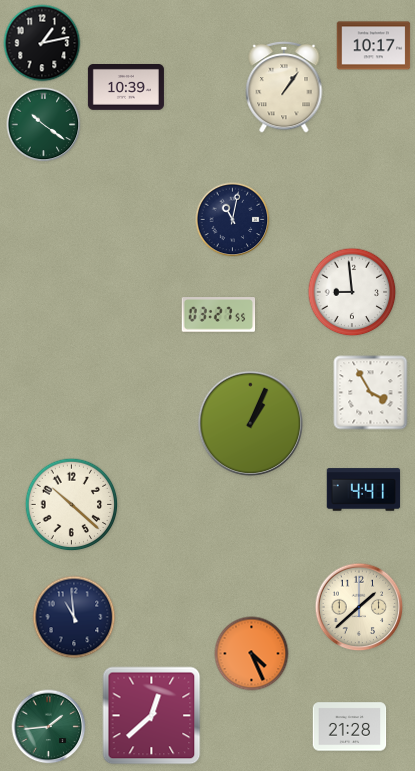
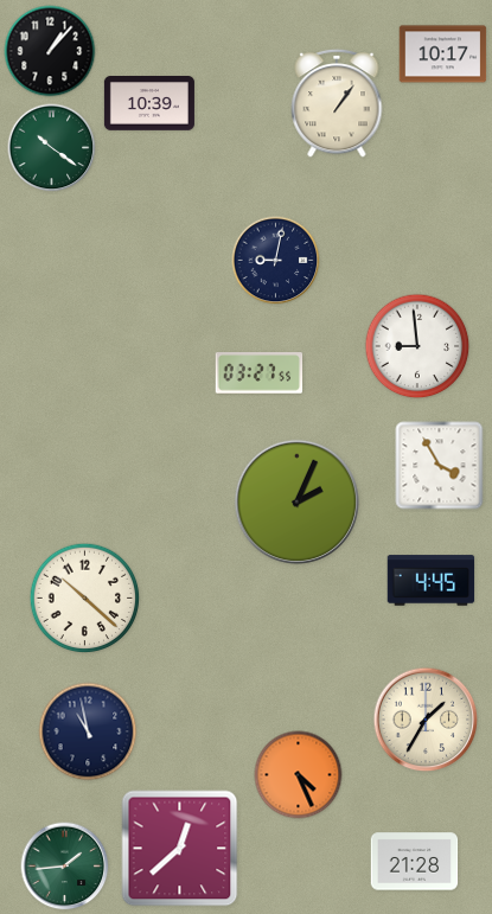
clock at (42, 43): 1:13 -> 1:07
clock at (233, 220): 11:02 -> 9:02
clock at (250, 423): 1:04 -> 2:04
clock at (364, 490): 4:41 -> 4:45
clock at (359, 607): 1:38 -> 1:35
clock at (74, 617): 10:59 -> 10:58
clock at (49, 727) position: (49, 727) -> (65, 867)
